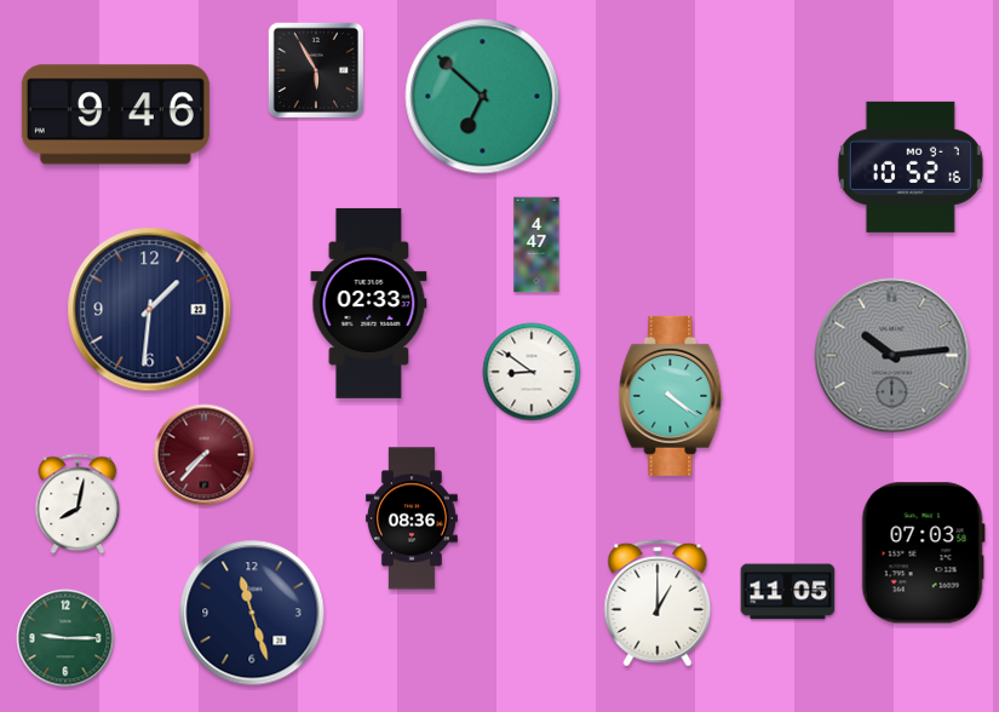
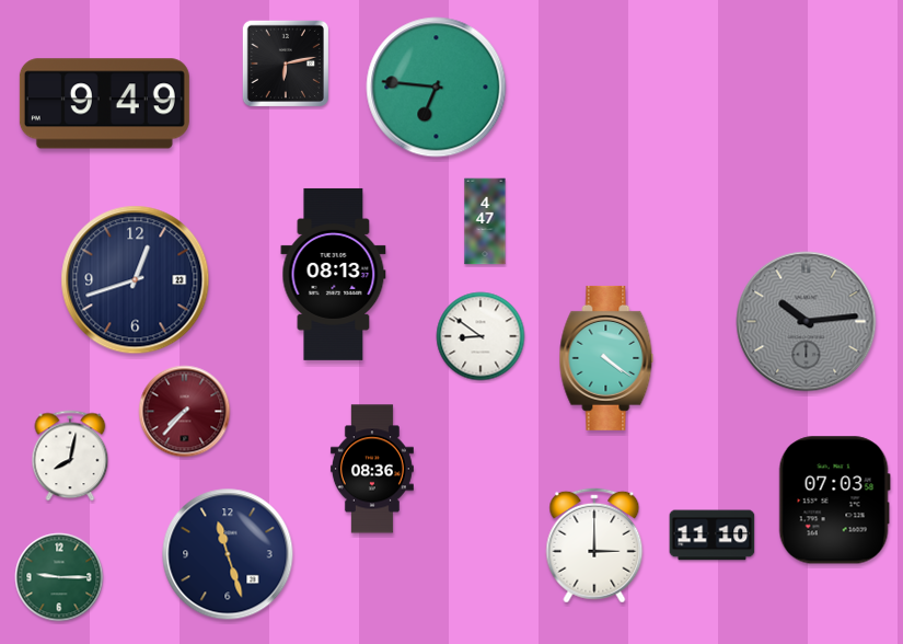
clock at (315, 69): 5:55 -> 6:13
clock at (483, 97): 6:52 -> 6:46
clock at (115, 115): 9:46 -> 9:49
clock at (911, 167): 10:52 -> none
clock at (369, 303): 02:33 -> 08:13
clock at (150, 310): 1:31 -> 12:42
clock at (788, 592): 11:05 -> 11:10
clock at (658, 603): 1:00 -> 3:00
